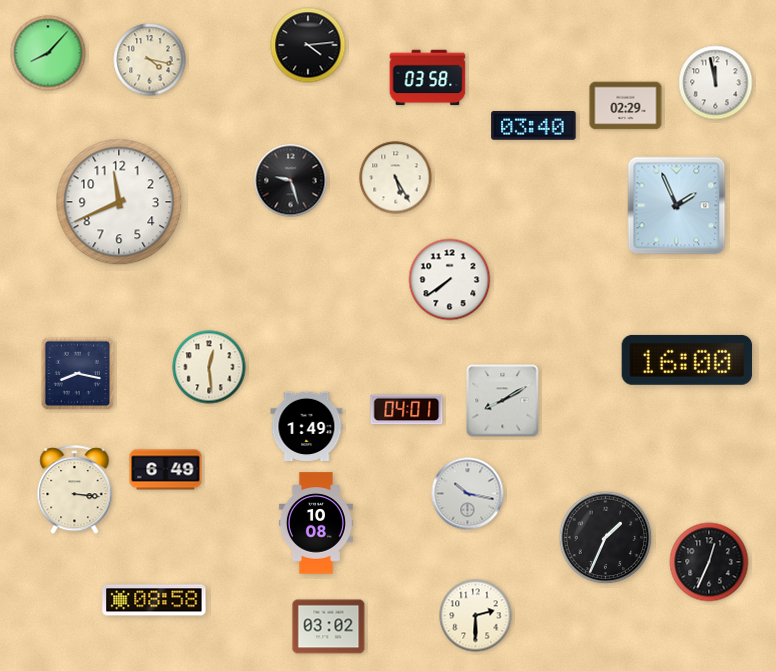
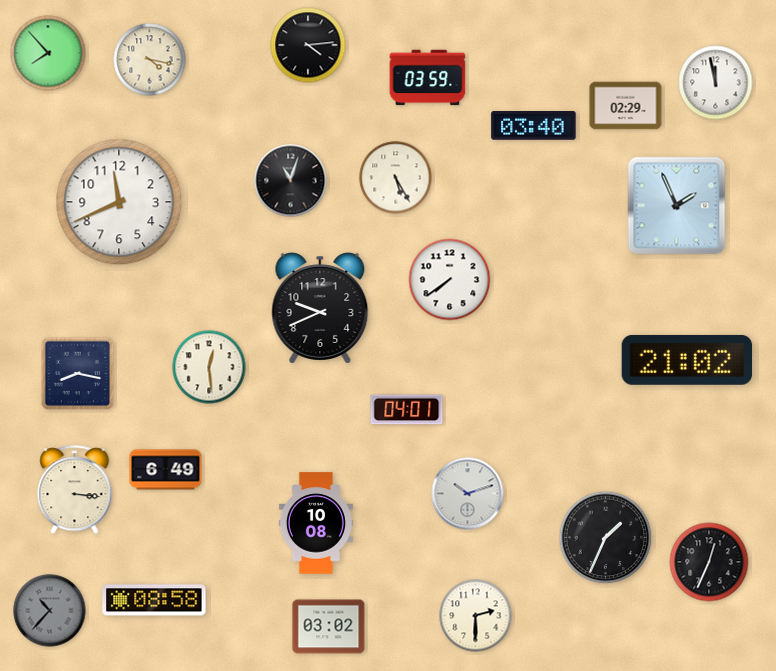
clock at (48, 53): 8:07 -> 7:53
clock at (428, 78): 03:58 -> 03:59
clock at (291, 181): 9:27 -> 11:03
clock at (320, 308): none -> 9:41
clock at (687, 360): 16:00 -> 21:02
clock at (503, 401): 8:10 -> none
clock at (307, 426): 1:49 -> none
clock at (468, 494): 10:17 -> 10:12
clock at (50, 611): none -> 10:37
